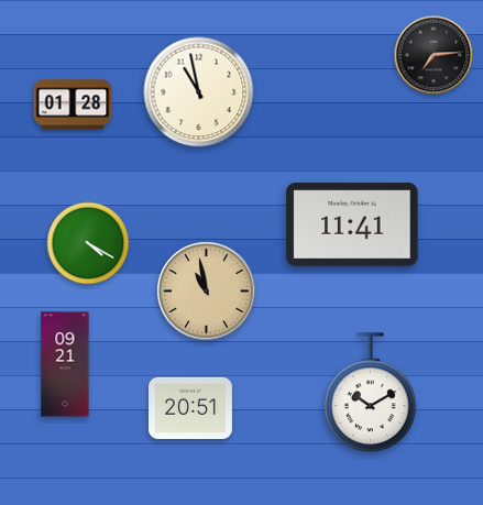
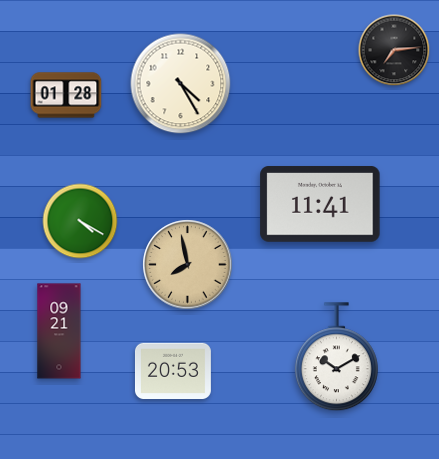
clock at (199, 92): 10:58 -> 4:25
clock at (207, 292): 10:58 -> 7:58
clock at (190, 408): 20:51 -> 20:53
